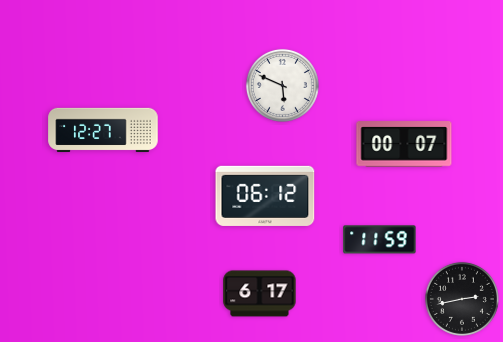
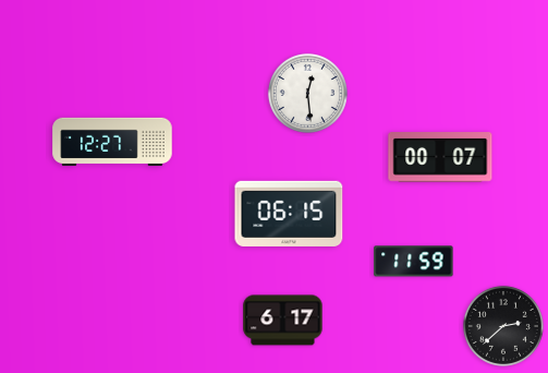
clock at (282, 85): 5:49 -> 12:29
clock at (265, 196): 06:12 -> 06:15
clock at (462, 299): 2:43 -> 2:38
